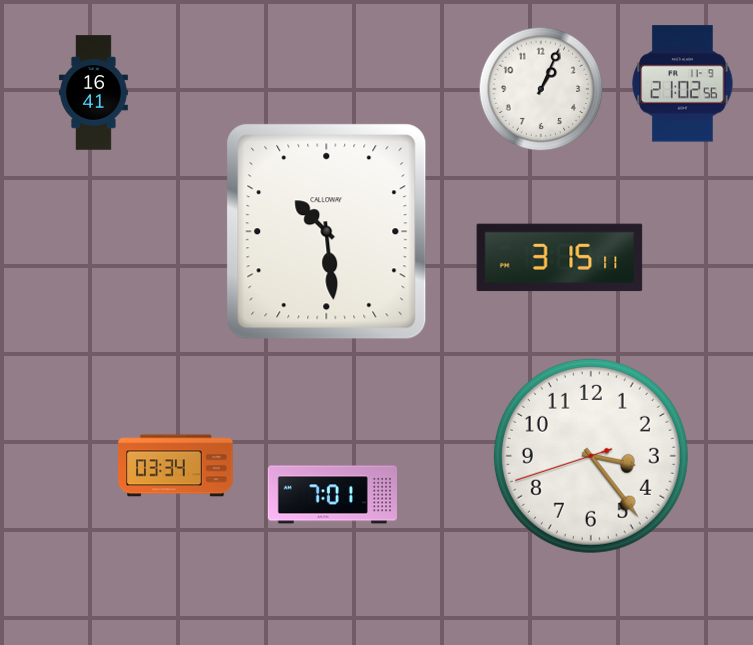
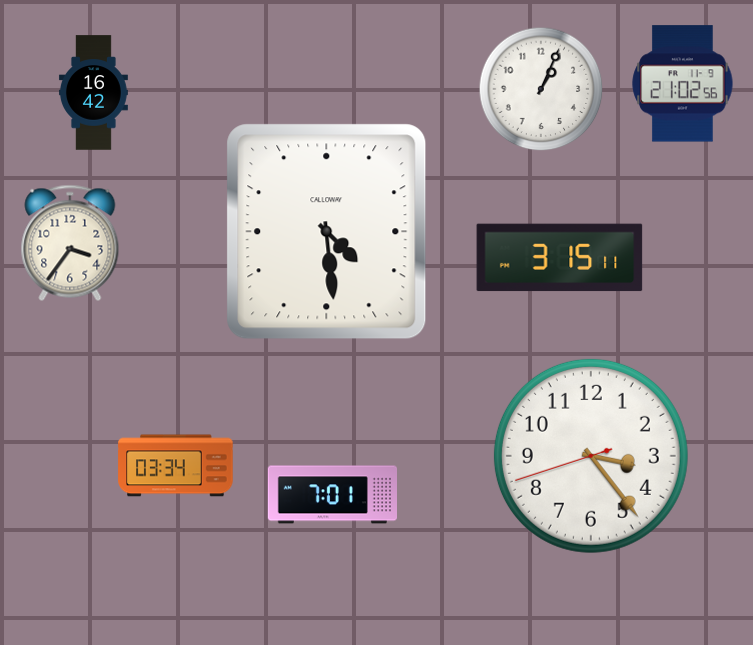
clock at (93, 93): 16:41 -> 16:42
clock at (327, 232): 10:29 -> 4:29
clock at (70, 243): none -> 3:36
